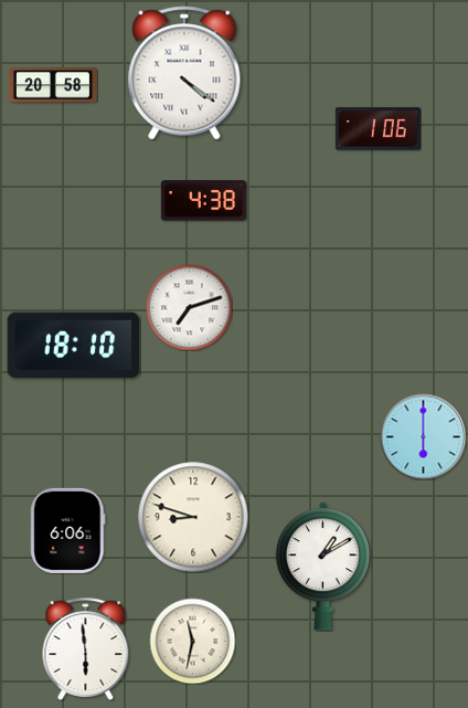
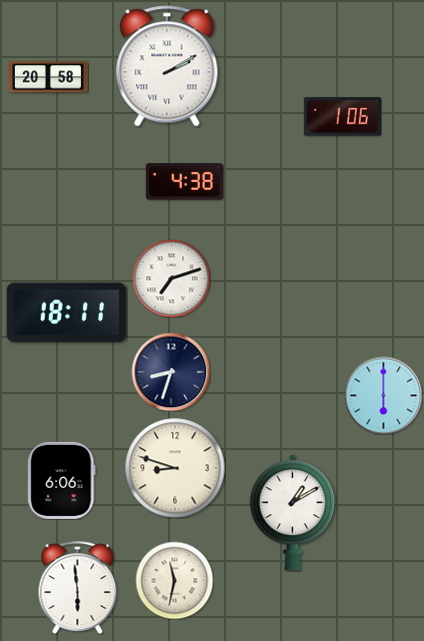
clock at (184, 73): 4:21 -> 2:10
clock at (74, 346): 18:10 -> 18:11
clock at (171, 372): none -> 8:33
